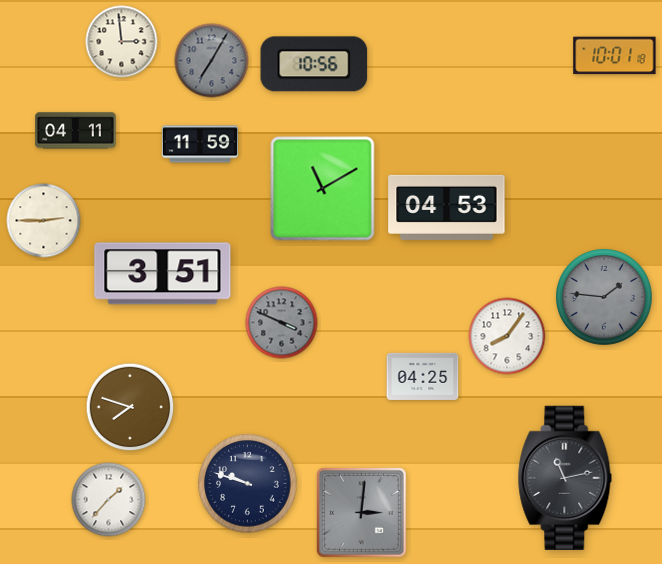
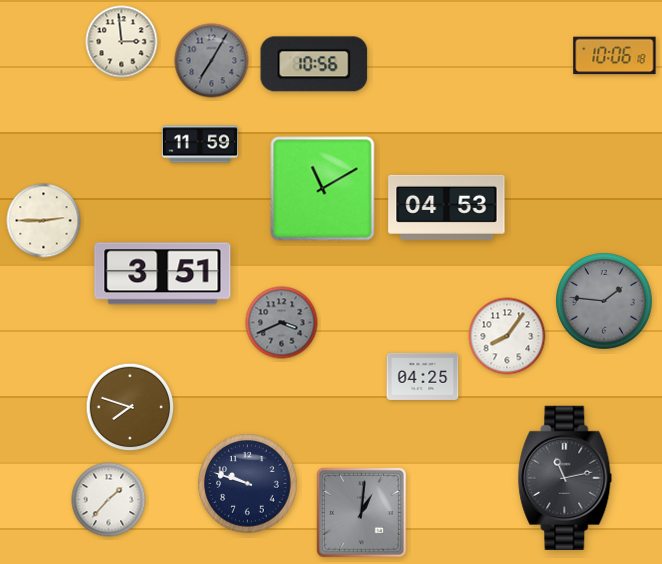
clock at (615, 56): 10:01 -> 10:06
clock at (76, 131): 04:11 -> none
clock at (605, 298) position: (605, 298) -> (605, 302)
clock at (282, 323): 3:49 -> 3:41
clock at (362, 513): 3:01 -> 1:01
